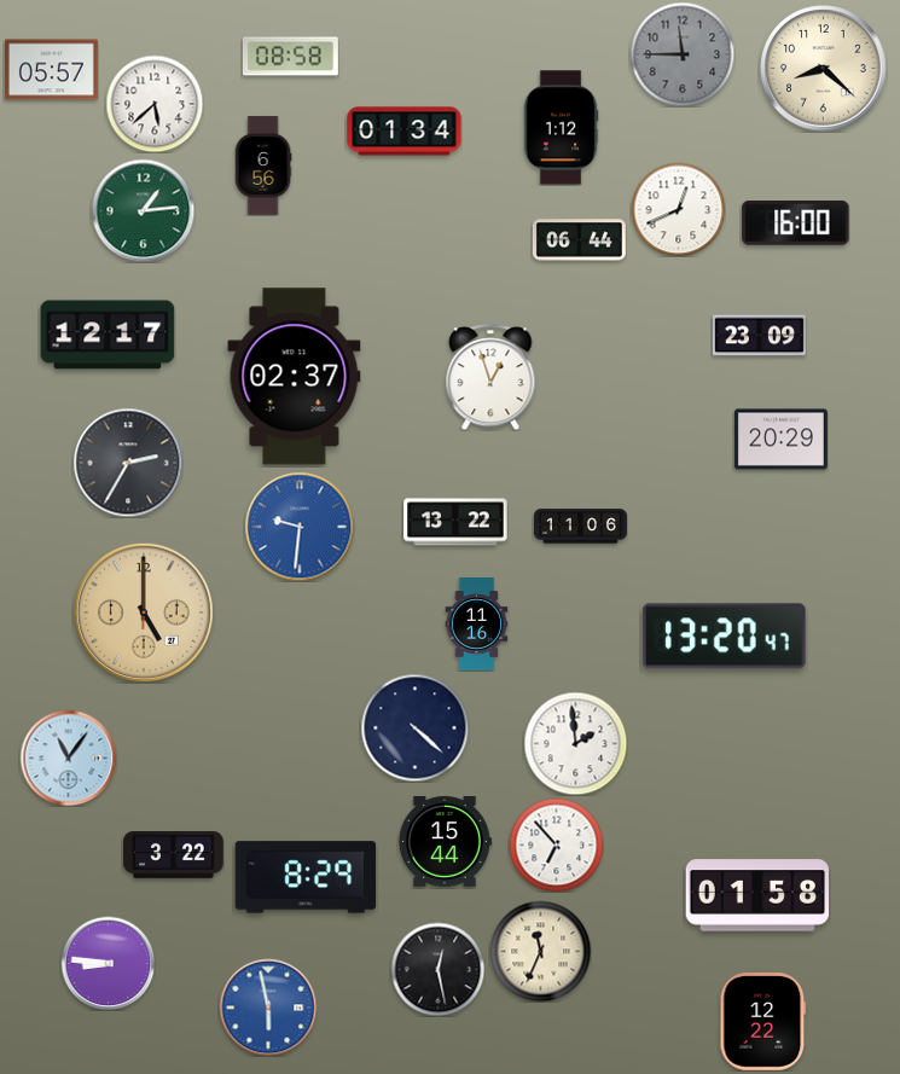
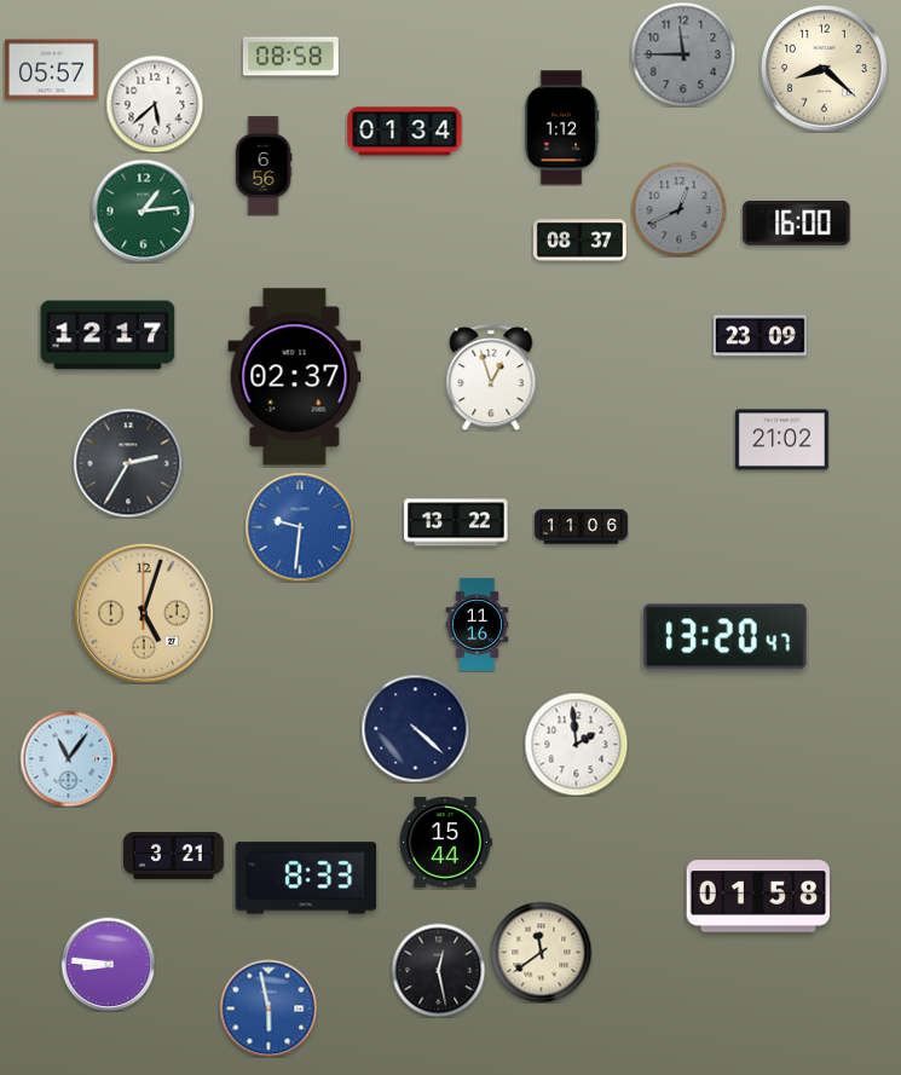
clock at (678, 209) dial: white -> grey
clock at (579, 240): 06:44 -> 08:37
clock at (780, 440): 20:29 -> 21:02
clock at (144, 613): 5:00 -> 5:03
clock at (556, 844): 6:53 -> none
clock at (174, 855): 3:22 -> 3:21
clock at (306, 877): 8:29 -> 8:33
clock at (540, 951): 11:34 -> 11:39
clock at (763, 1022): 12:22 -> none
